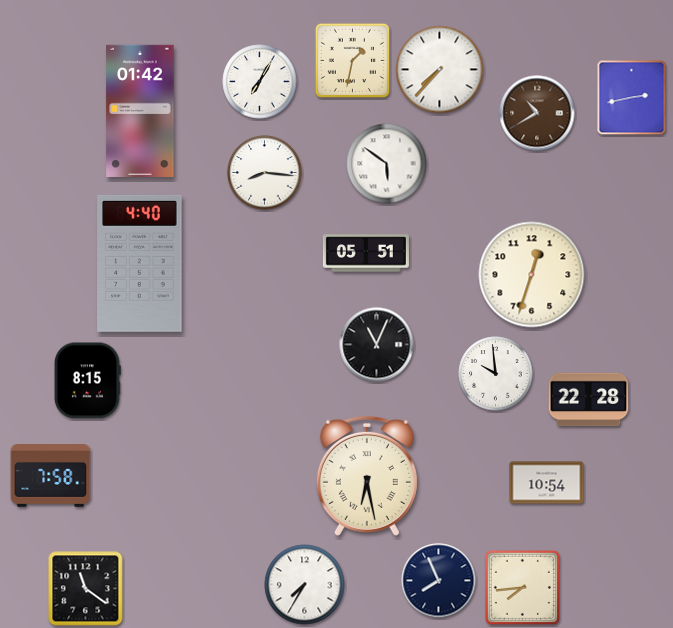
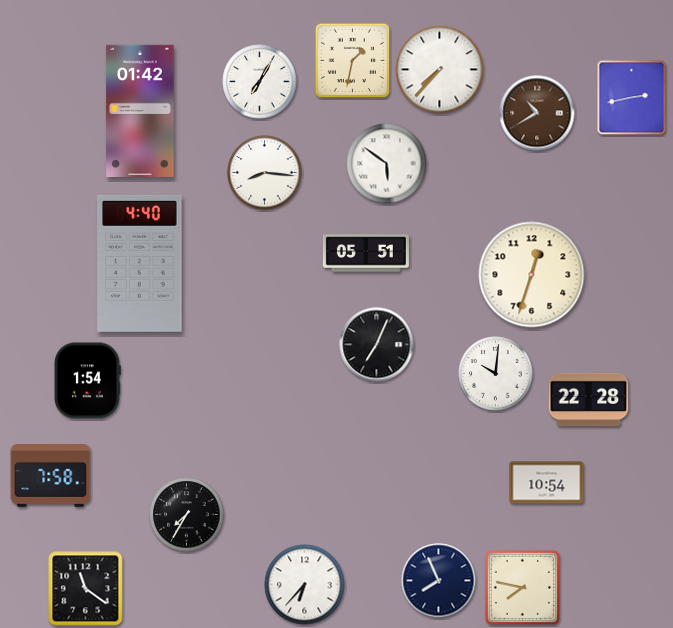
clock at (377, 345): 11:04 -> 7:04
clock at (496, 374): 9:59 -> 10:01
clock at (88, 381): 8:15 -> 1:54
clock at (367, 476): 6:28 -> none
clock at (187, 515): none -> 7:35
clock at (305, 585): 7:35 -> 6:37
clock at (522, 587): 7:44 -> 7:47
